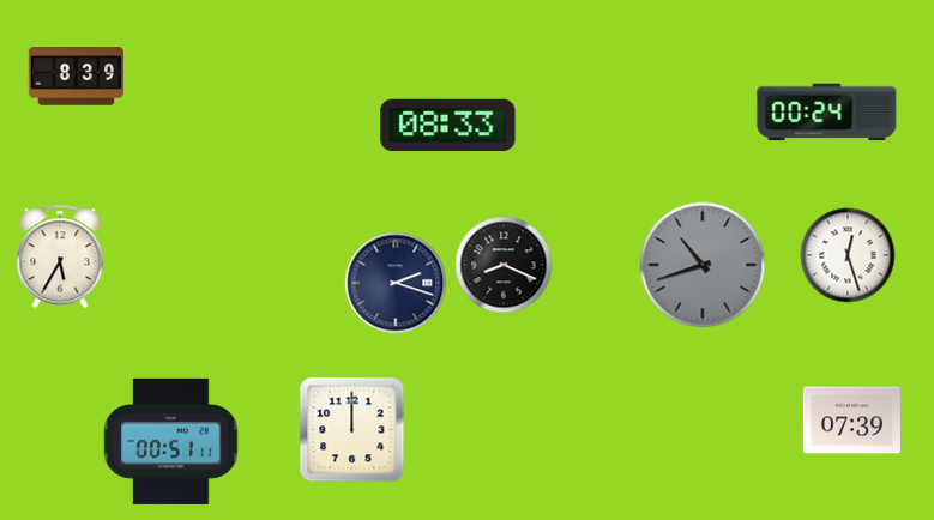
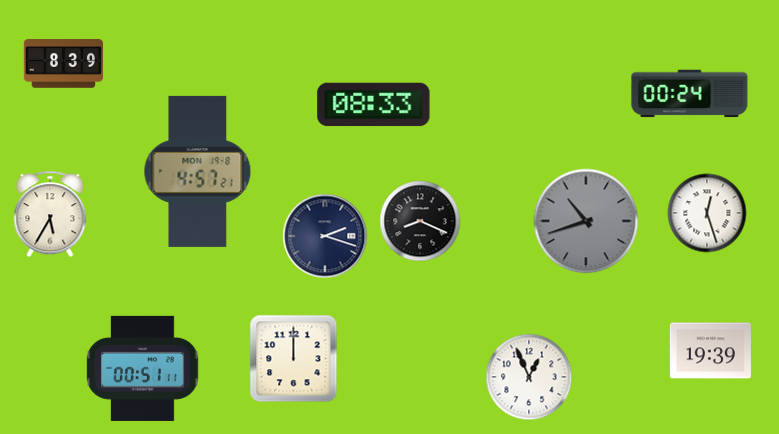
clock at (198, 171): none -> 4:57
clock at (396, 283) position: (396, 283) -> (325, 236)
clock at (851, 421): 07:39 -> 19:39
clock at (529, 377): none -> 12:56
